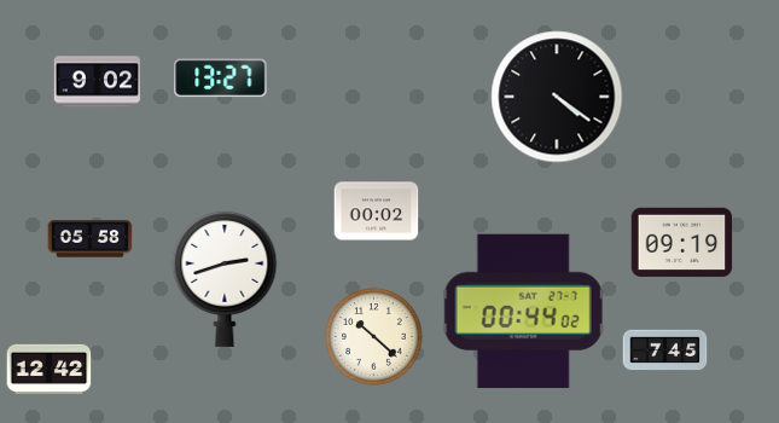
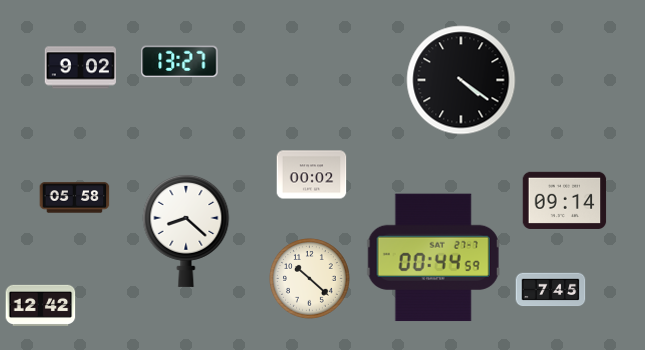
clock at (221, 79) position: (221, 79) -> (180, 62)
clock at (682, 242): 09:19 -> 09:14
clock at (225, 278): 2:42 -> 8:22
clock at (523, 312): 00:44:02 -> 00:44:59
